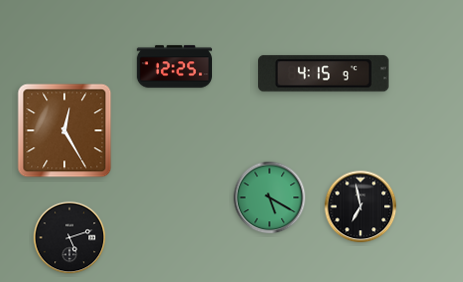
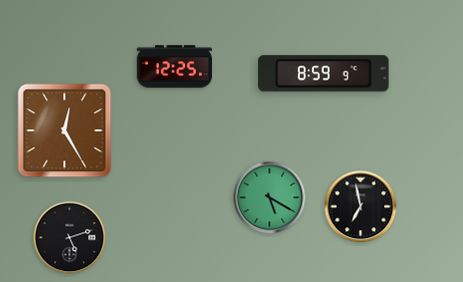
clock at (324, 74): 4:15 -> 8:59
